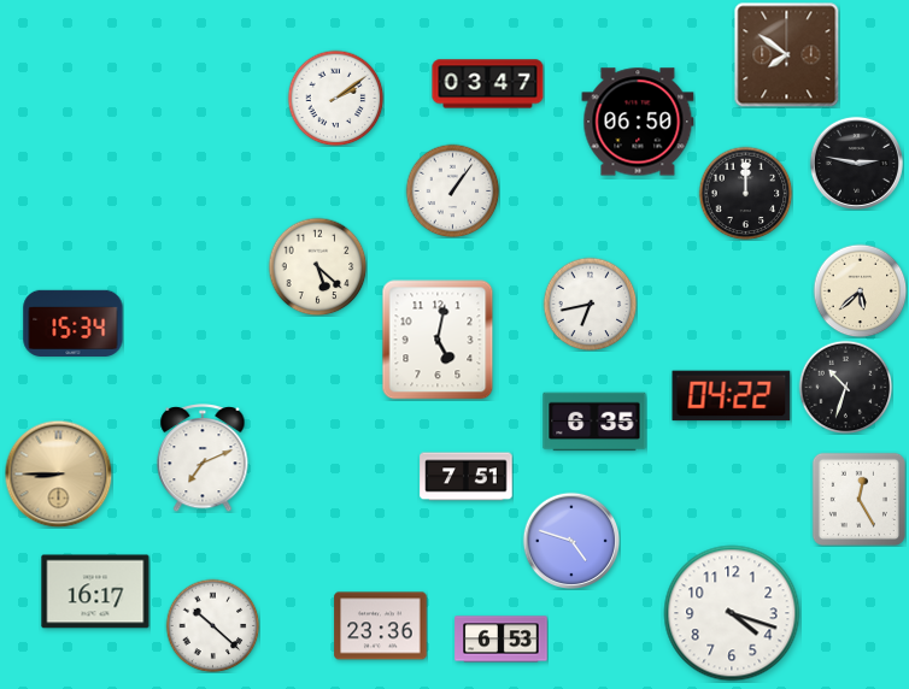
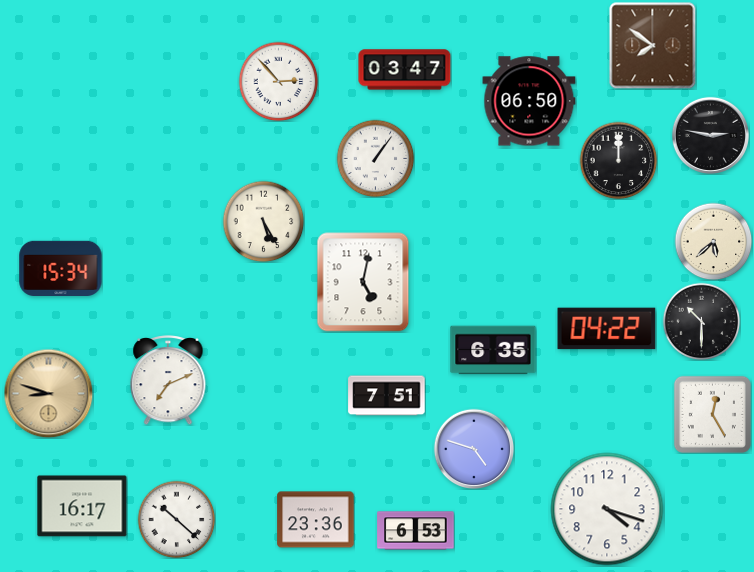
clock at (335, 98): 2:09 -> 2:53
clock at (317, 266): 5:22 -> 5:25
clock at (590, 304): 6:43 -> none
clock at (845, 387): 10:33 -> 10:30
clock at (58, 473): 8:45 -> 8:48
clock at (95, 591) position: (95, 591) -> (82, 506)
